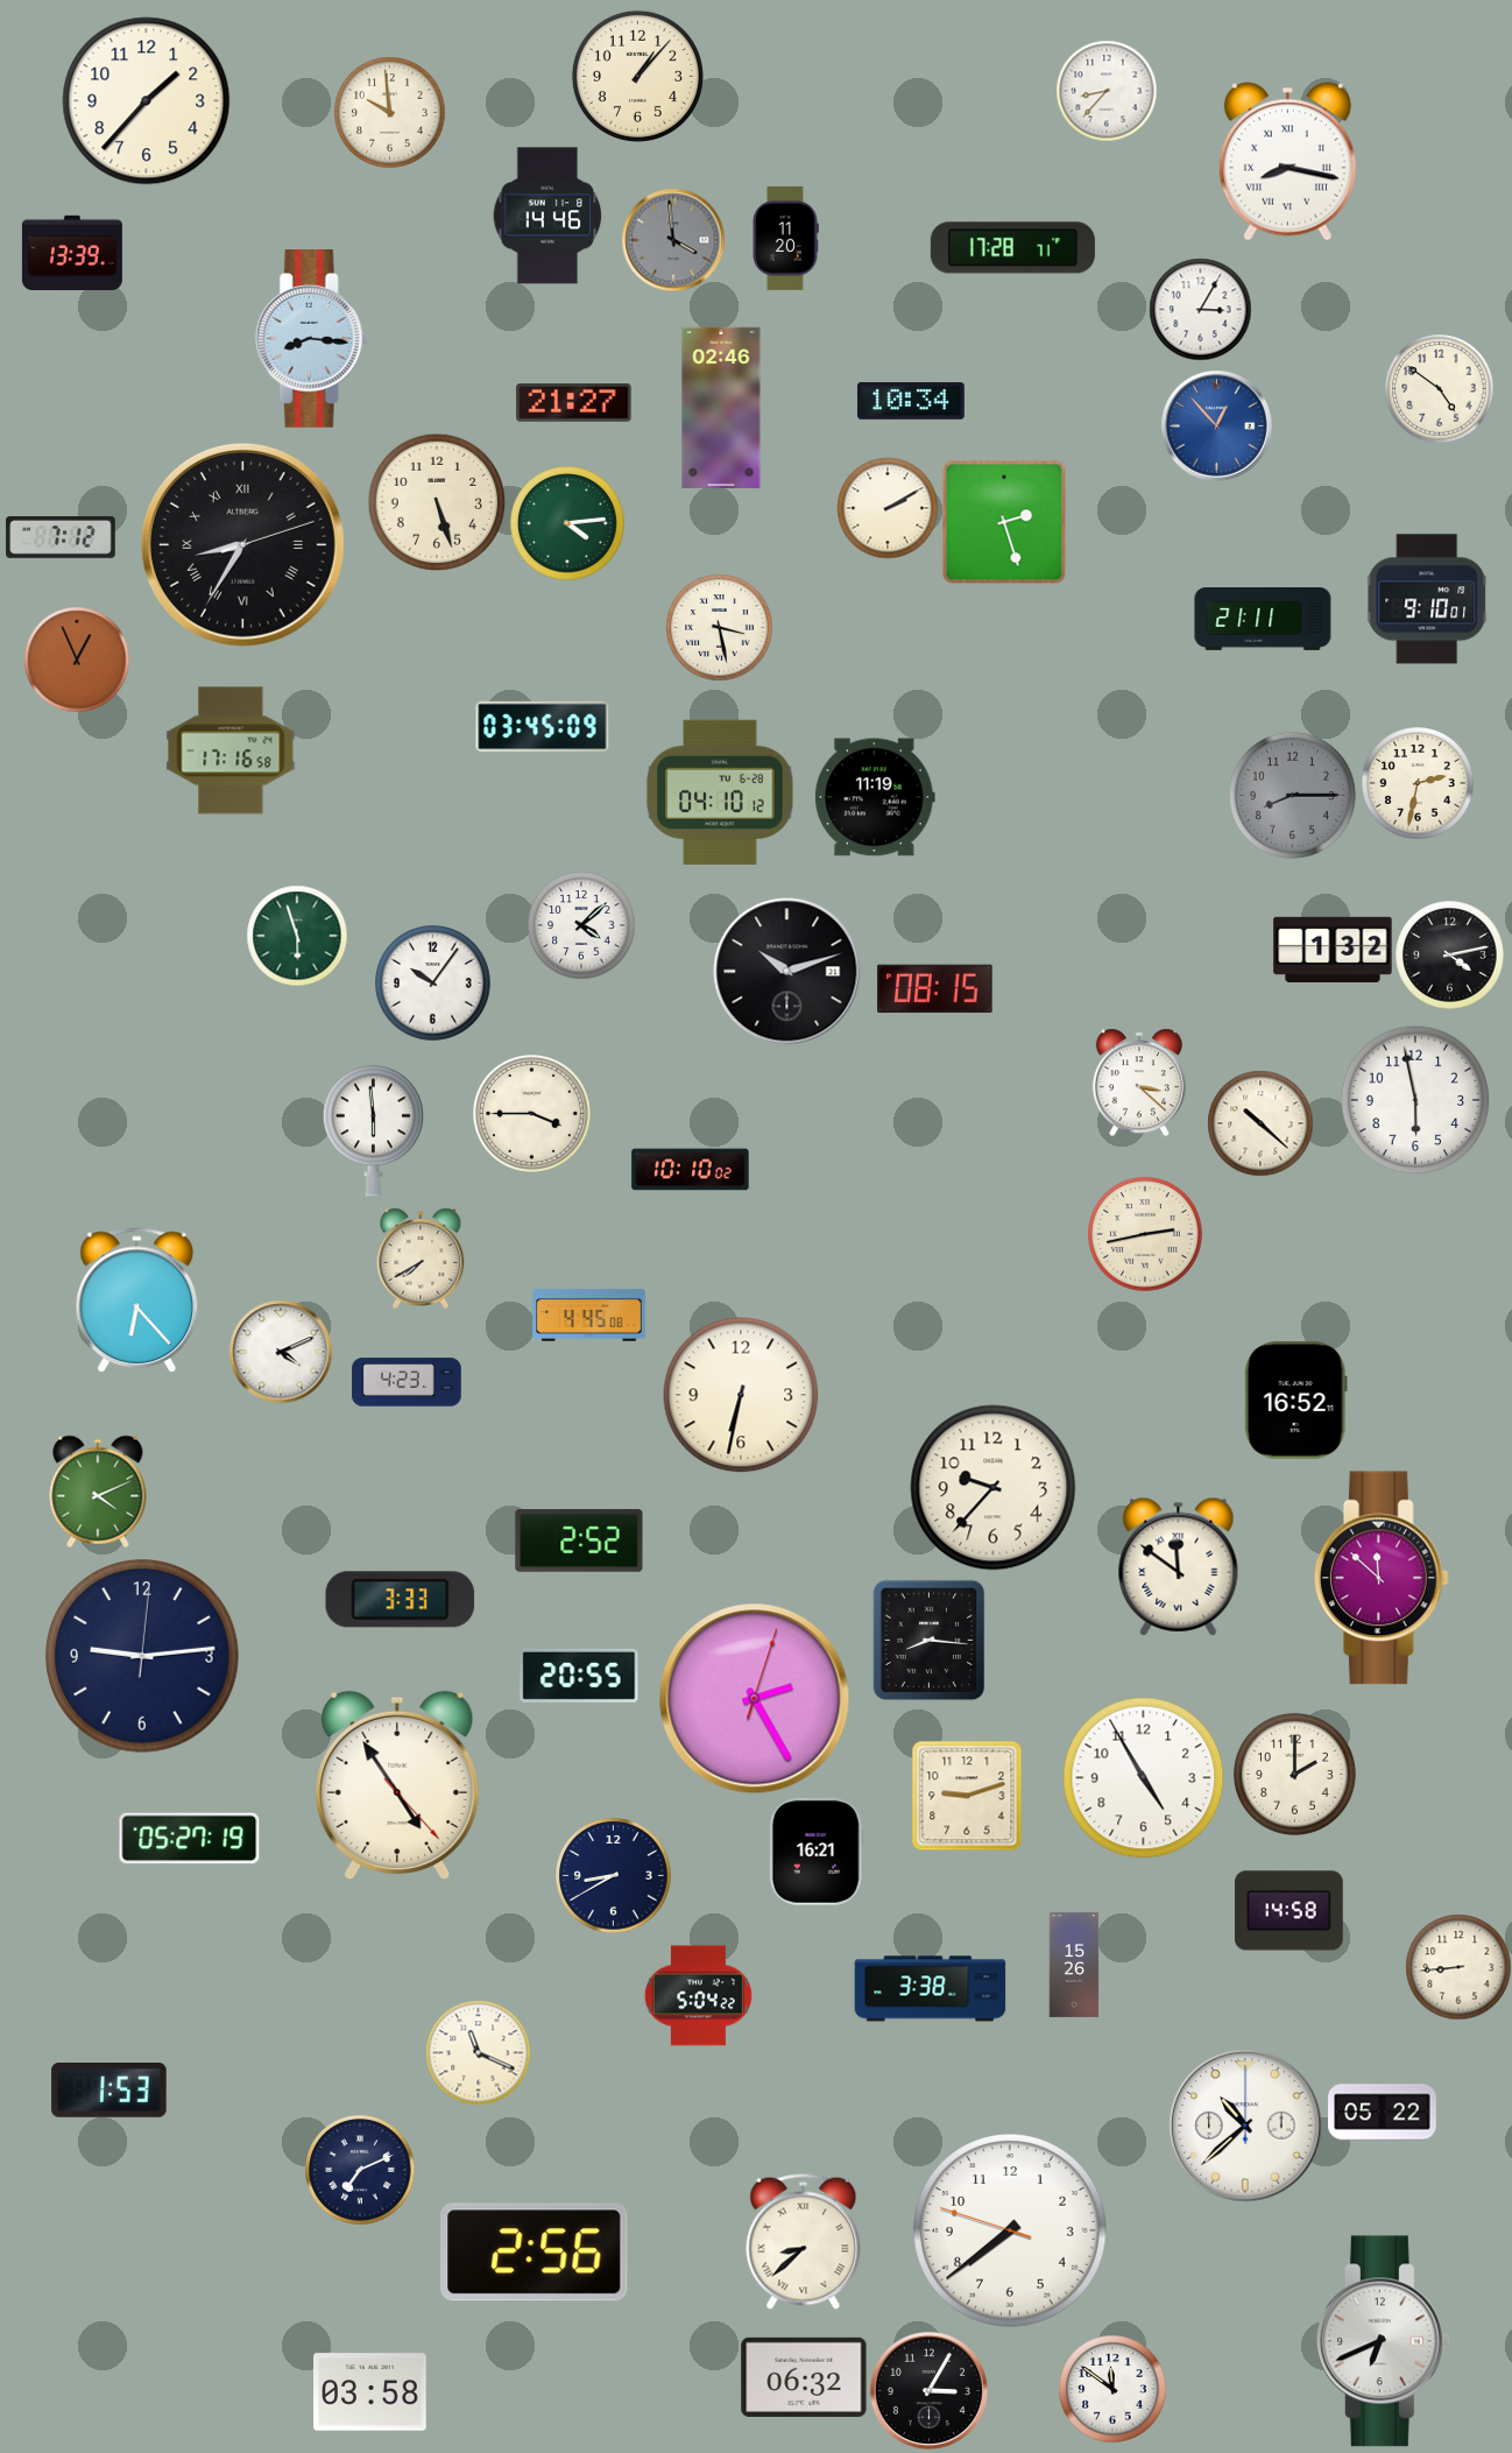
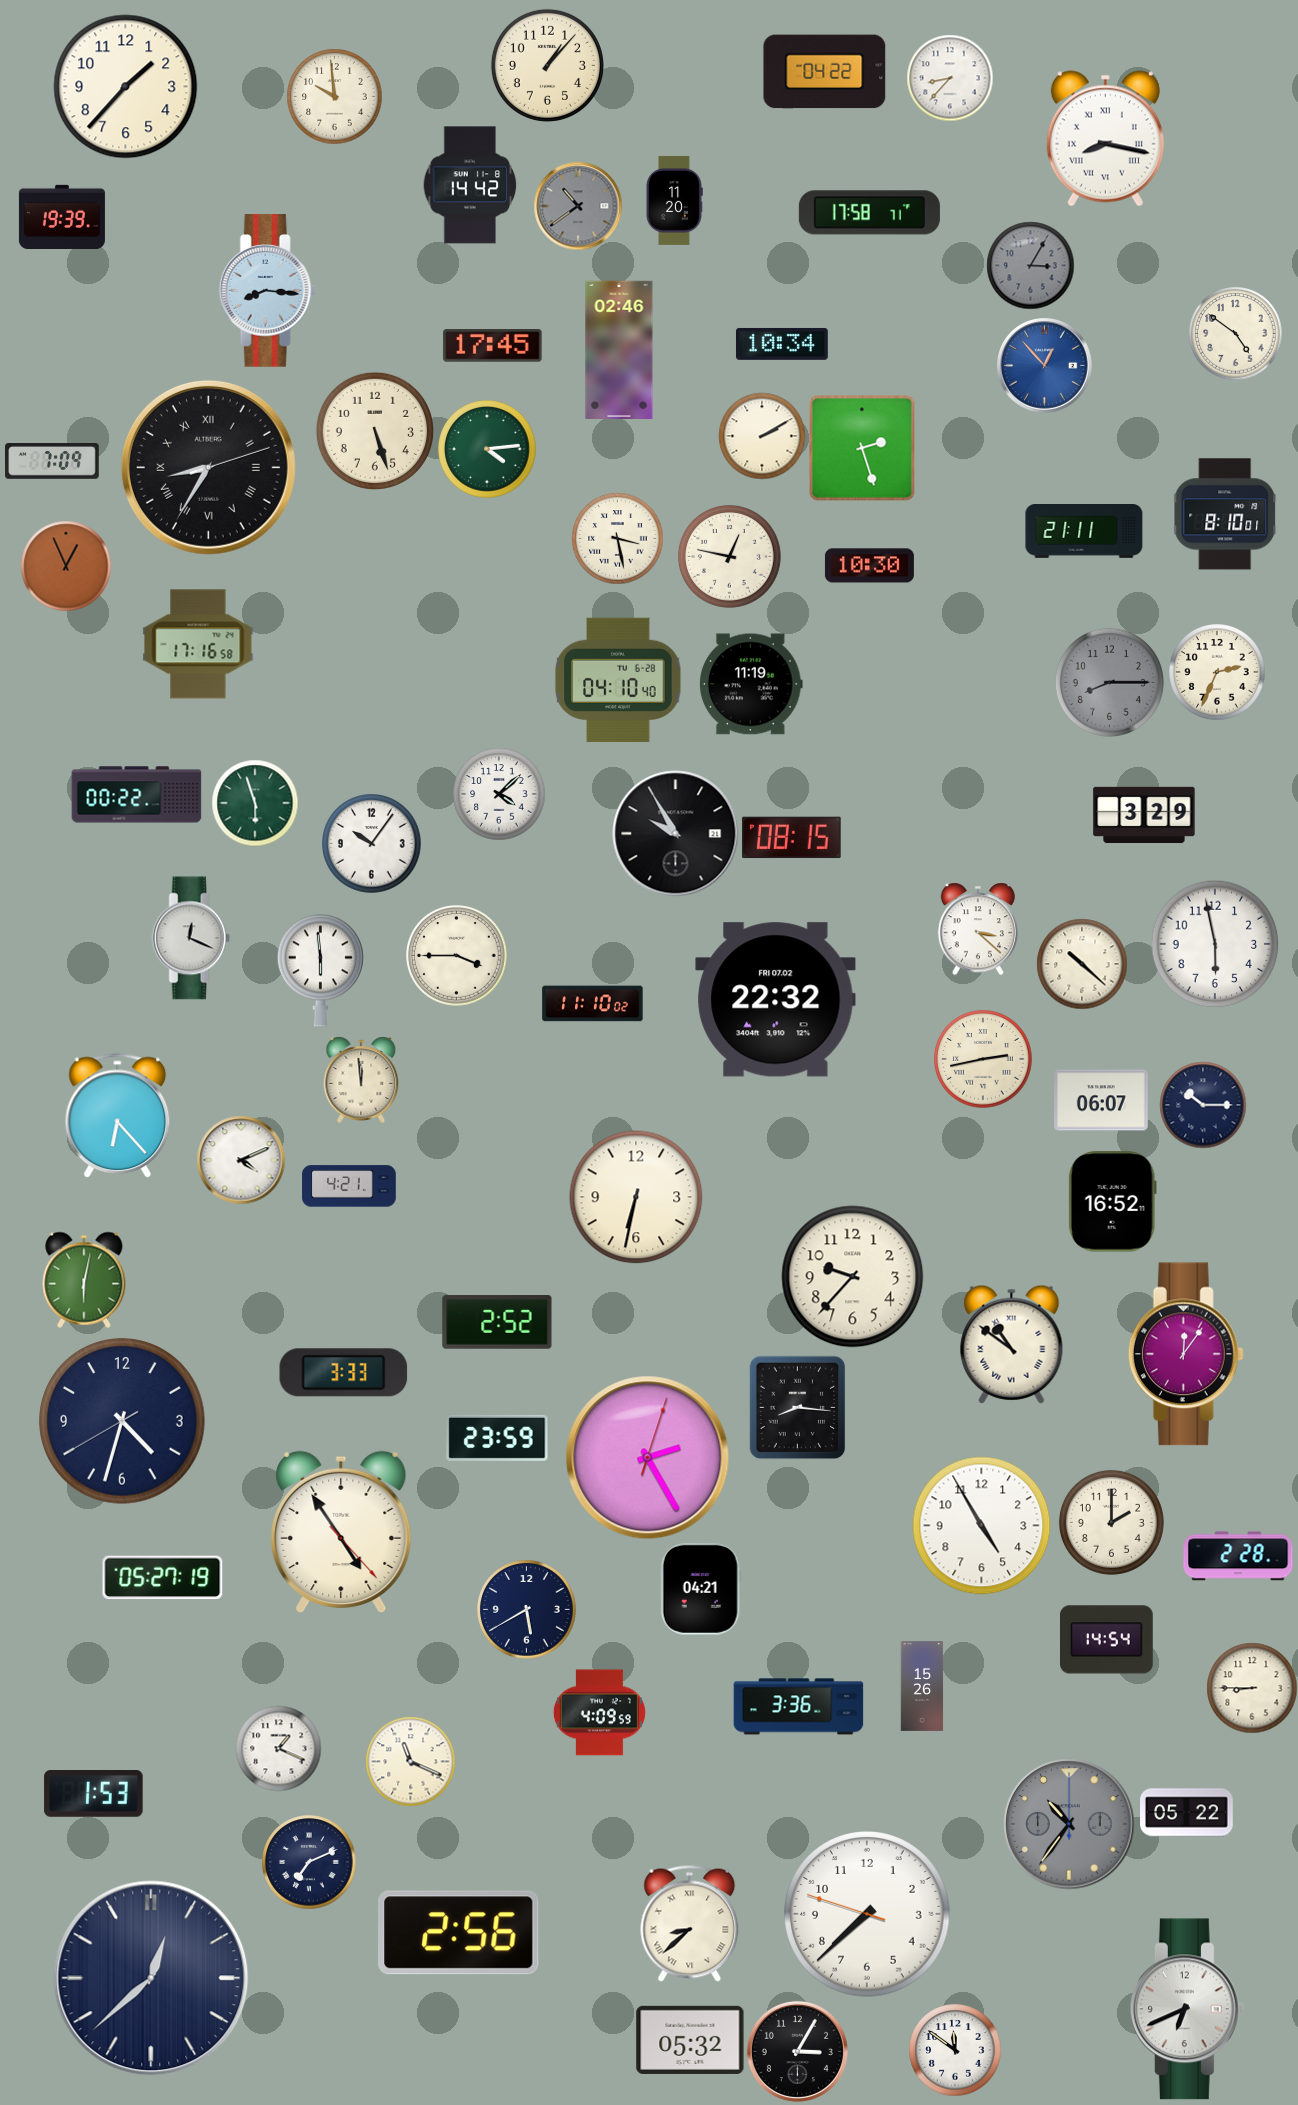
clock at (825, 72): none -> 04:22
clock at (547, 216): 14:46 -> 14:42
clock at (785, 238) position: (785, 238) -> (674, 200)
clock at (673, 240): 3:59 -> 10:39
clock at (1012, 248): 17:28 -> 17:58
clock at (72, 252): 13:39 -> 19:39
clock at (1200, 309) dial: white -> grey
clock at (574, 403): 21:27 -> 17:45
clock at (61, 538): 7:12 -> 7:09
clock at (1428, 599): 9:10 -> 8:10
clock at (729, 556): none -> 12:47
clock at (869, 566): none -> 10:30
clock at (543, 727): 03:45 -> none
clock at (1418, 783): 2:32 -> 2:34
clock at (720, 791): 04:10:12 -> 04:10:40
clock at (137, 795): none -> 00:22
clock at (1333, 949): 1:32 -> 3:29
clock at (1449, 954): 4:13 -> none
clock at (787, 972): 10:12 -> 9:55
clock at (935, 989) position: (935, 989) -> (792, 838)
clock at (191, 938): none -> 12:19
clock at (776, 1000): none -> 22:32
clock at (691, 1170): 10:10 -> 11:10
clock at (421, 1259): 7:40 -> 11:59
clock at (1101, 1100): none -> 06:07
clock at (1203, 1105): none -> 10:15
clock at (589, 1316): 4:45 -> none
clock at (407, 1382): 4:23 -> 4:21
clock at (98, 1492): 4:11 -> 6:02
clock at (1179, 1566): 11:51 -> 10:51
clock at (1382, 1578): 11:52 -> 12:06
clock at (142, 1656): 9:14 -> 4:32
clock at (579, 1676): 20:55 -> 23:59
clock at (967, 1796): 9:12 -> none
clock at (1238, 1556): none -> 2:28
clock at (817, 1852): 16:21 -> 04:21
clock at (614, 1876): 8:40 -> 5:40
clock at (1288, 1911): 14:58 -> 14:54
clock at (1458, 1967): 8:44 -> 8:45
clock at (931, 1989): 3:38 -> 3:36
clock at (698, 1996): 5:04 -> 4:09
clock at (278, 1748): none -> 1:19
clock at (1245, 2126): 10:38 -> 10:36
clock at (1245, 2126) dial: white -> grey
clock at (1010, 2230): 7:38 -> 7:37
clock at (151, 1978): none -> 12:38
clock at (804, 2377): 06:32 -> 05:32
clock at (370, 2392): 03:58 -> none
